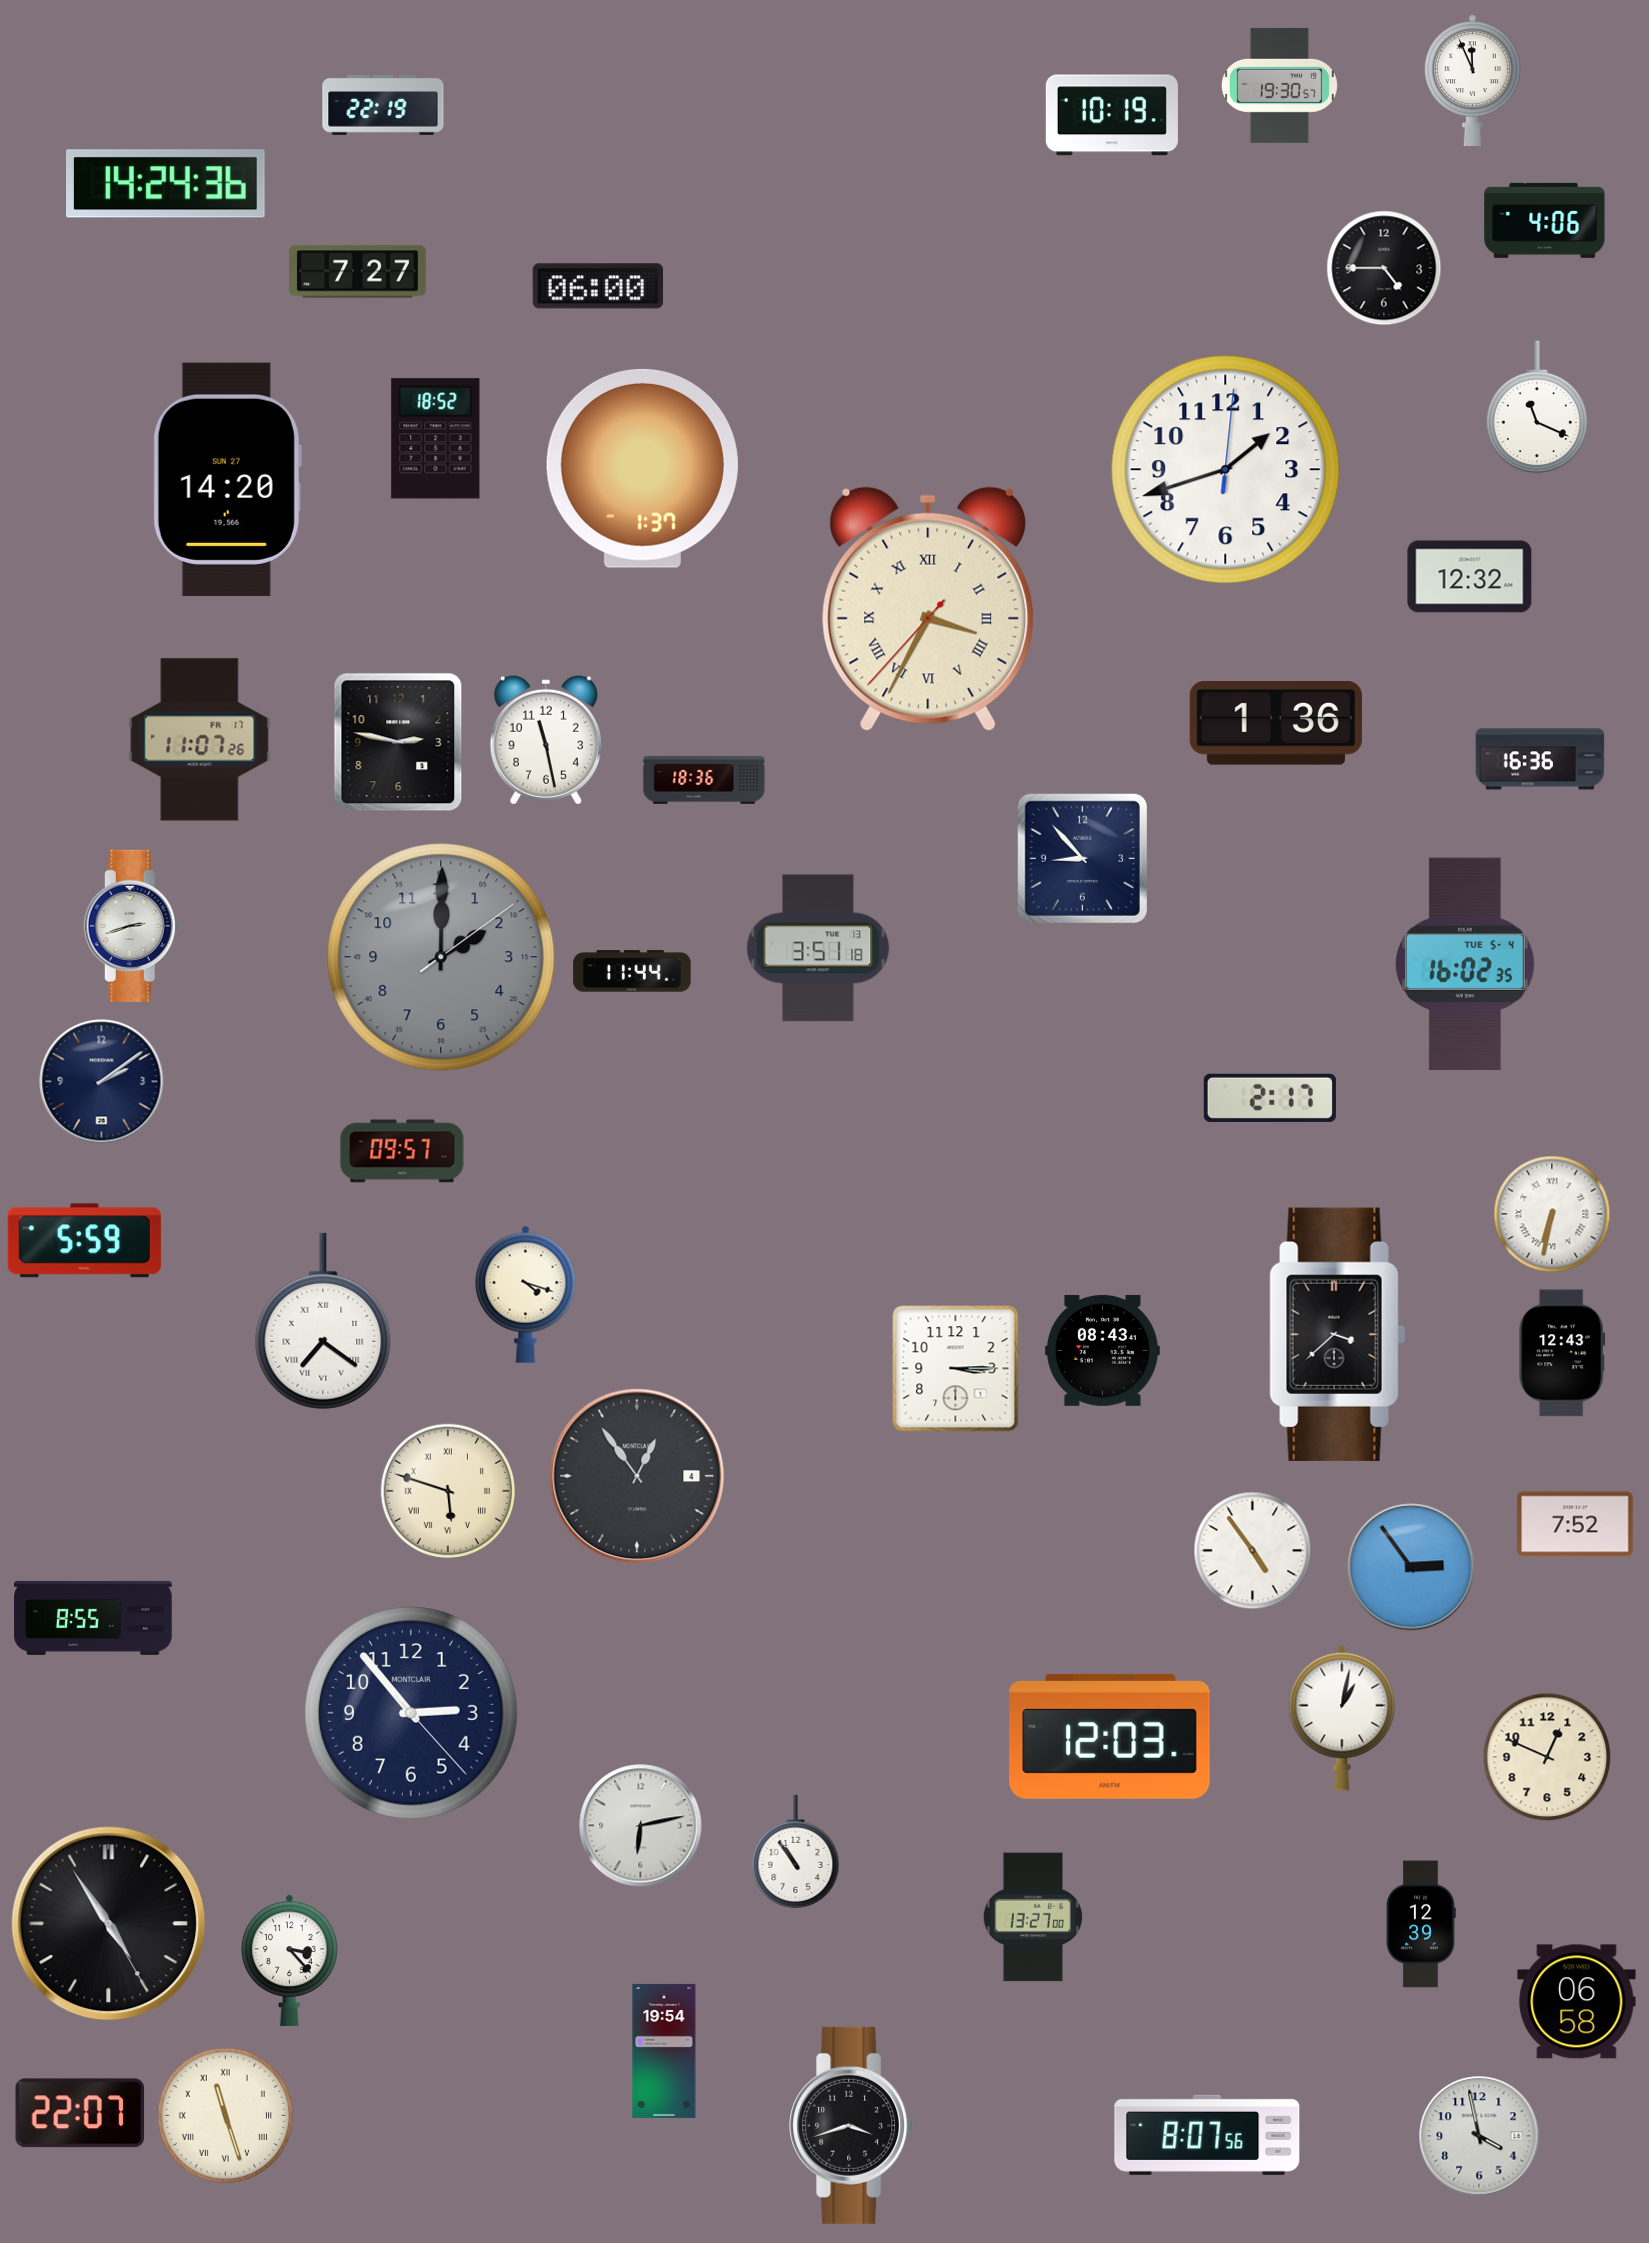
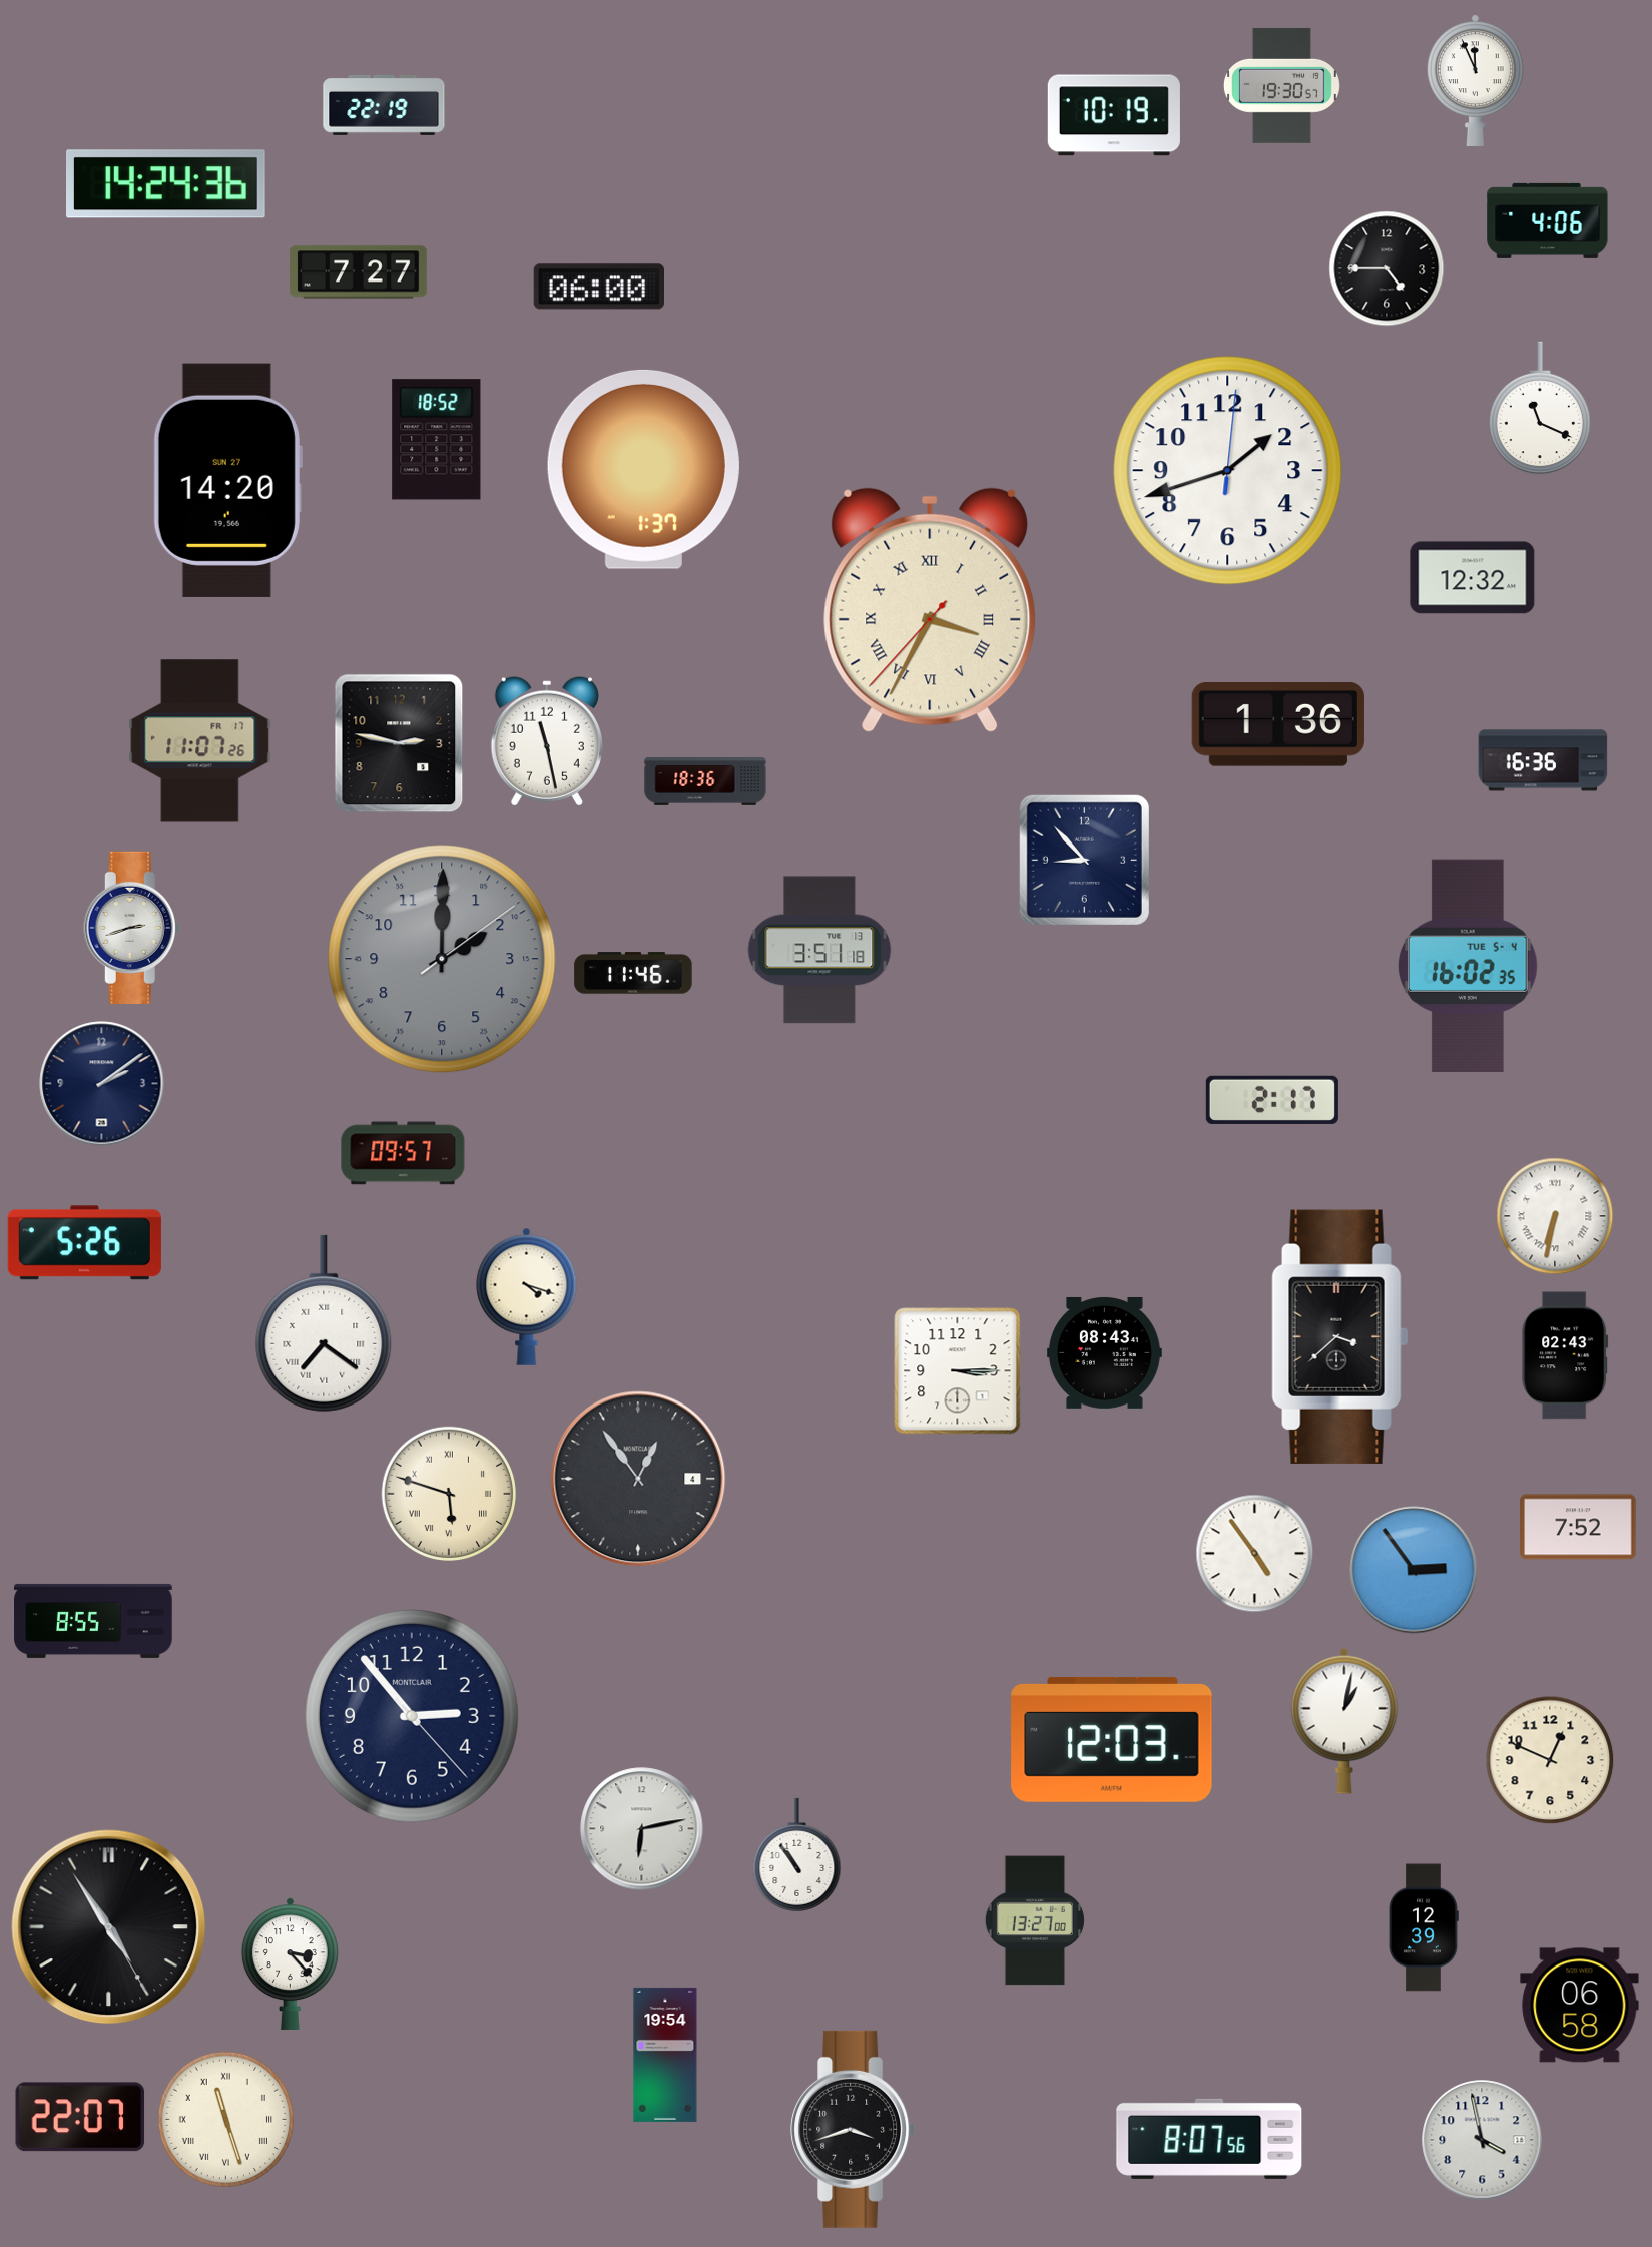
clock at (632, 971): 11:44 -> 11:46
clock at (84, 1241): 5:59 -> 5:26
clock at (1562, 1353): 12:43 -> 02:43
